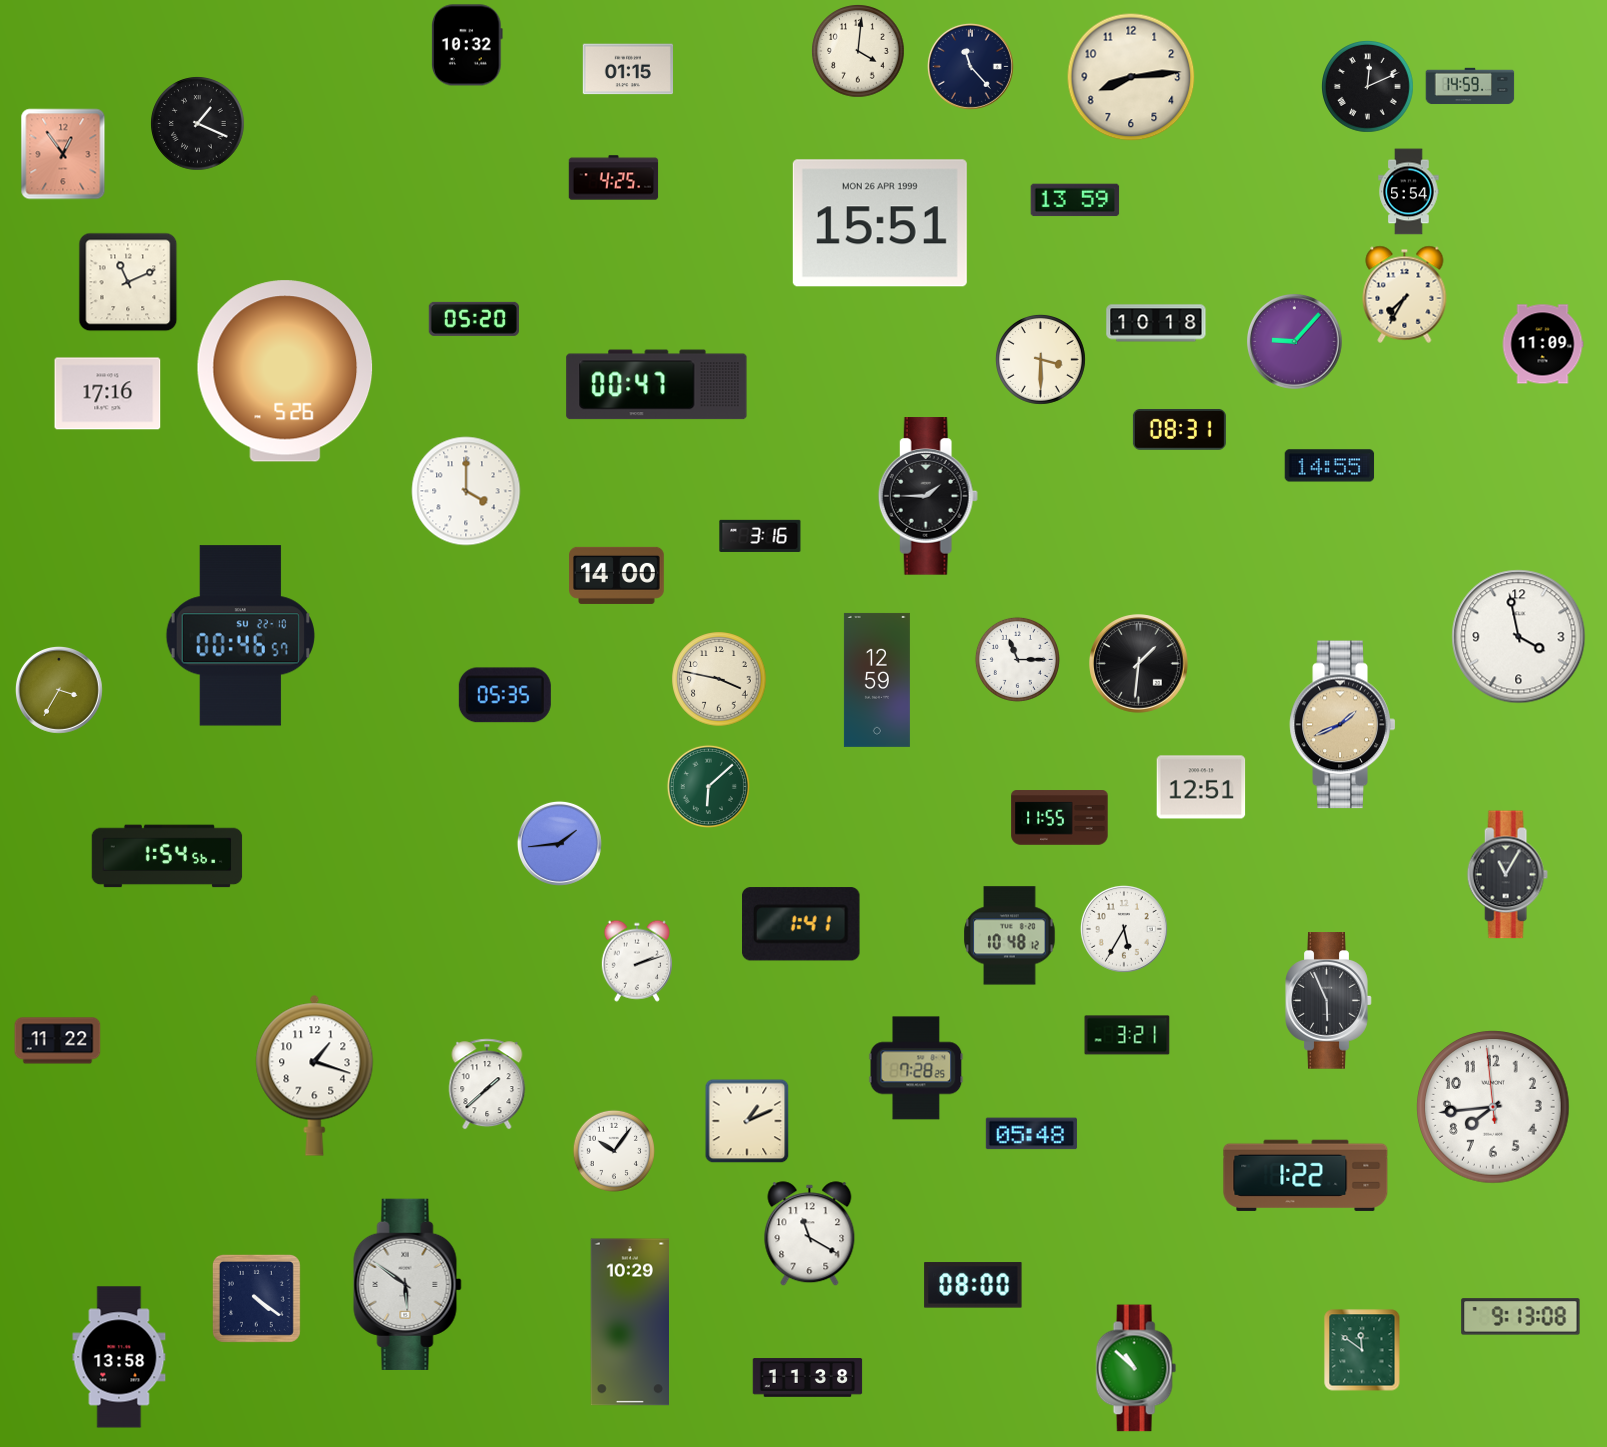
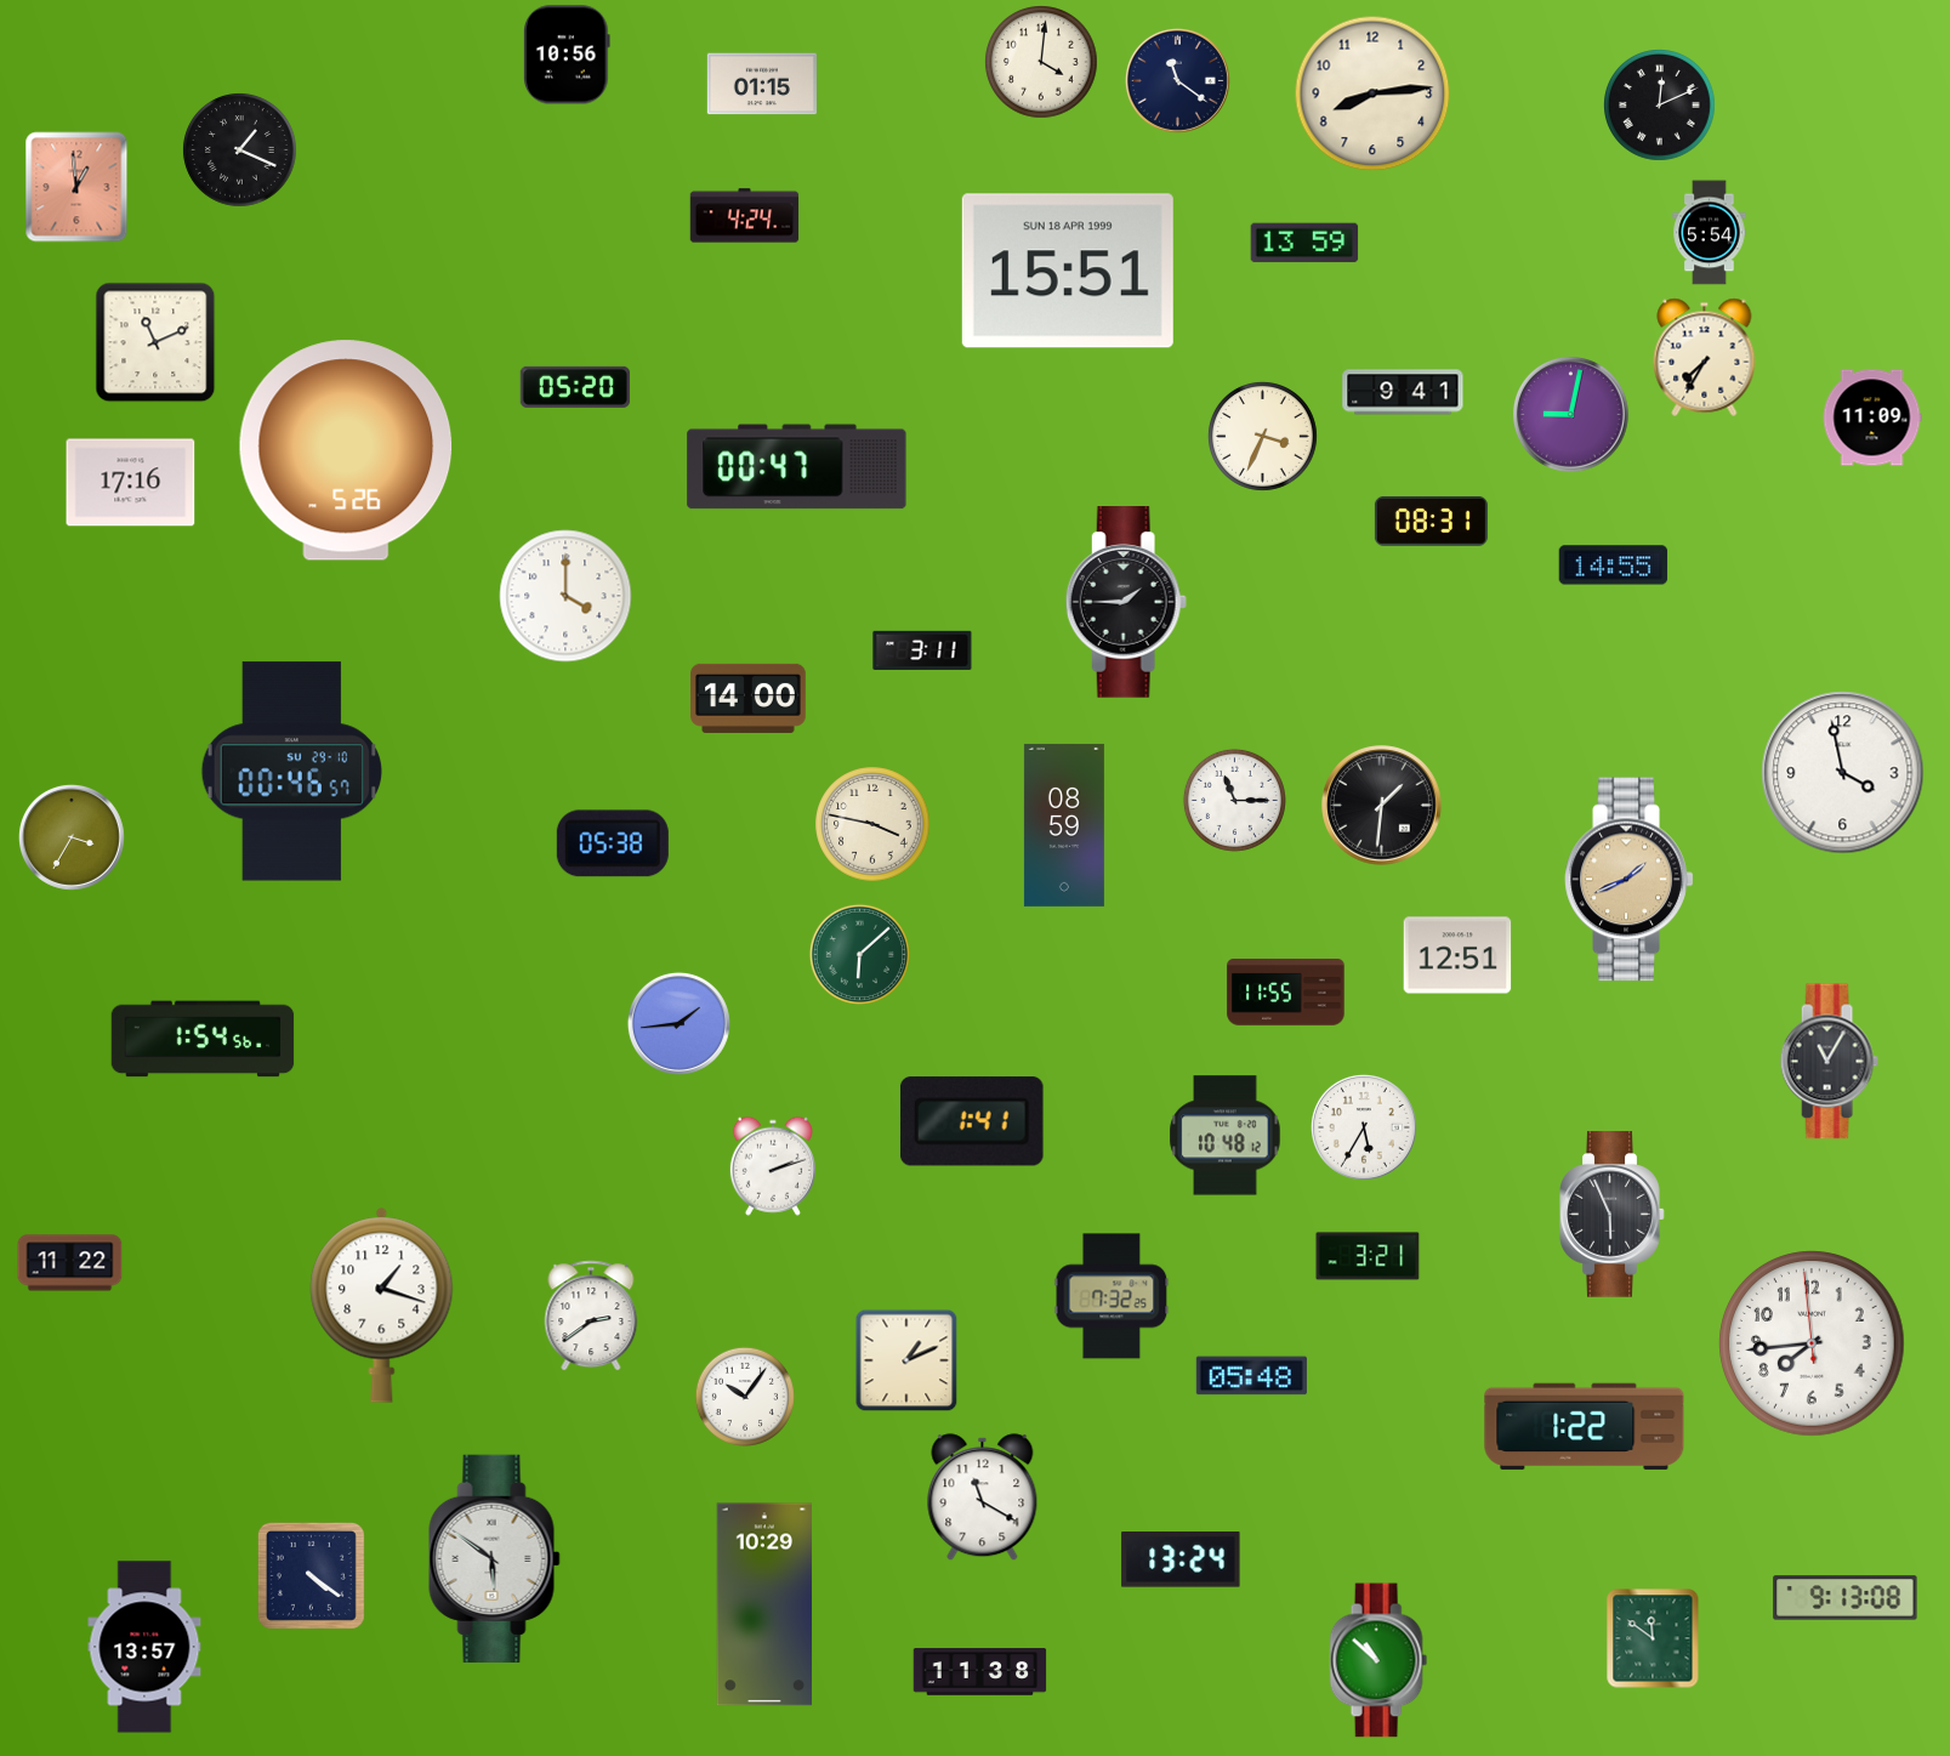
clock at (468, 45): 10:32 -> 10:56
clock at (970, 66): 11:23 -> 11:21
clock at (1470, 86): 14:59 -> none
clock at (63, 154): 12:54 -> 12:59
clock at (614, 178): 4:25 -> 4:24
clock at (880, 223) date: MON 26 APR 1999 -> SUN 18 APR 1999
clock at (1156, 323): 10:18 -> 9:41
clock at (1295, 342): 9:07 -> 9:02
clock at (1041, 359): 3:30 -> 3:34
clock at (108, 394) position: (108, 394) -> (131, 483)
clock at (760, 536): 3:16 -> 3:11
clock at (240, 636) date: SU 22-10 -> SU 29-10
clock at (877, 680): 12:59 -> 08:59
clock at (505, 695): 05:35 -> 05:38
clock at (916, 1068): 7:28 -> 7:32
clock at (487, 1084): 1:38 -> 2:39
clock at (973, 1285): 08:00 -> 13:24
clock at (119, 1357): 13:58 -> 13:57
